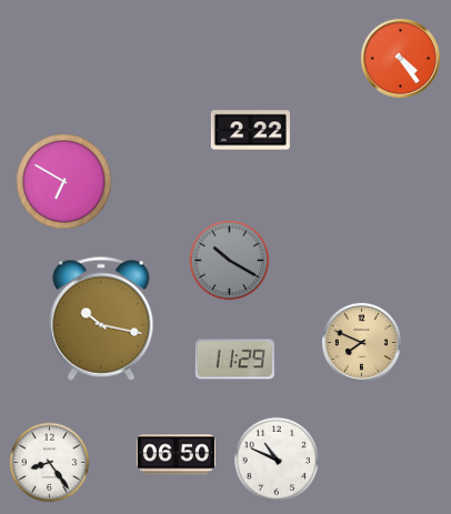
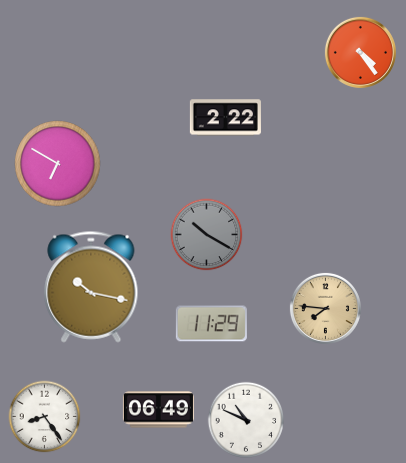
clock at (361, 342): 7:49 -> 7:46
clock at (176, 455): 06:50 -> 06:49
clock at (275, 458) position: (275, 458) -> (245, 419)
